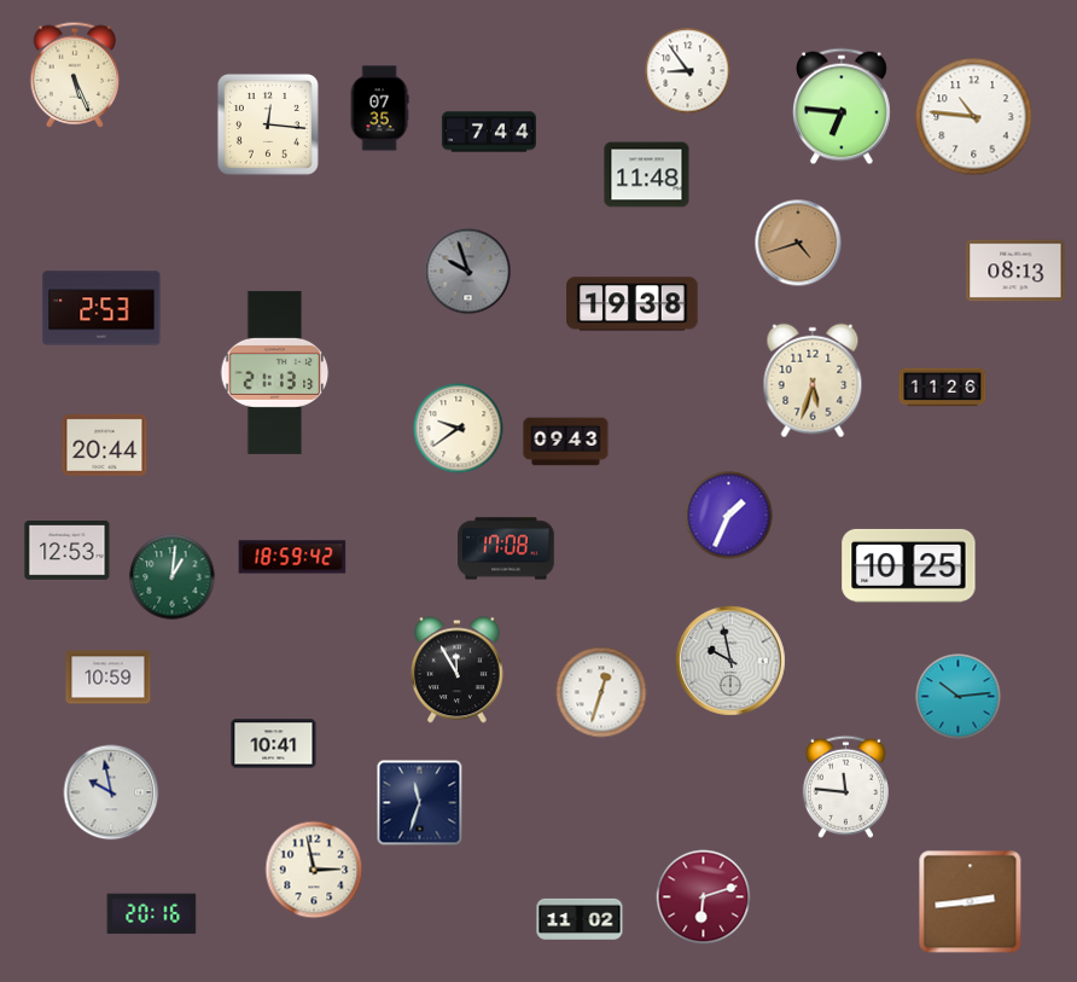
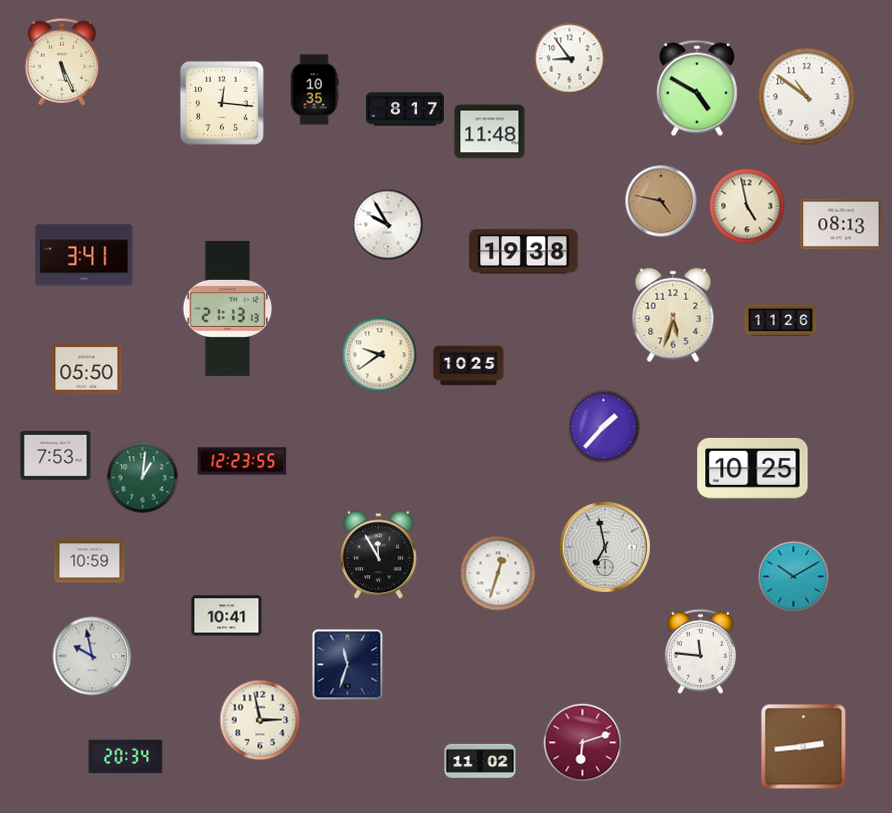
clock at (843, 106): 6:46 -> 4:50
clock at (379, 109): 07:35 -> 10:35
clock at (974, 117): 10:46 -> 10:51
clock at (489, 132): 7:44 -> 8:17
clock at (647, 175) position: (647, 175) -> (490, 132)
clock at (798, 243): 4:42 -> 4:47
clock at (747, 206): none -> 4:58
clock at (468, 272): 9:57 -> 9:55
clock at (468, 272) dial: grey -> white
clock at (101, 308): 2:53 -> 3:41
clock at (566, 442): 09:43 -> 10:25
clock at (105, 444): 20:44 -> 05:50
clock at (729, 516): 1:34 -> 1:37
clock at (506, 548): 17:08 -> none
clock at (68, 551): 12:53 -> 7:53
clock at (292, 557): 18:59 -> 12:23
clock at (730, 661): 9:58 -> 6:58
clock at (959, 697): 10:14 -> 10:10
clock at (152, 914): 20:16 -> 20:34
